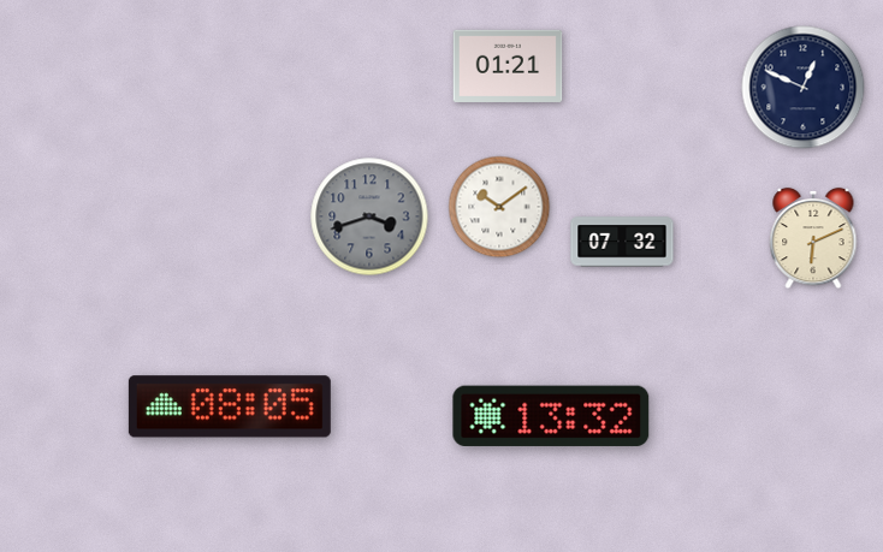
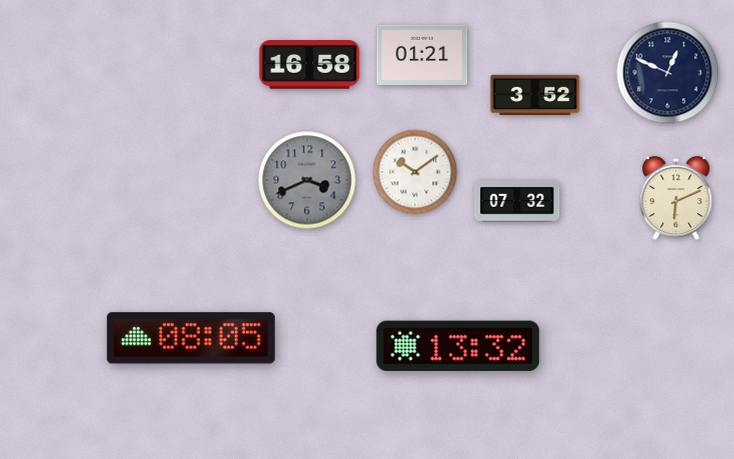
clock at (310, 65): none -> 16:58
clock at (535, 94): none -> 3:52
clock at (369, 216): 3:42 -> 3:41
